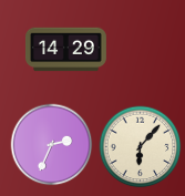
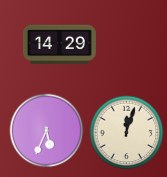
clock at (52, 145): 2:34 -> 5:34
clock at (141, 147): 6:07 -> 12:03
